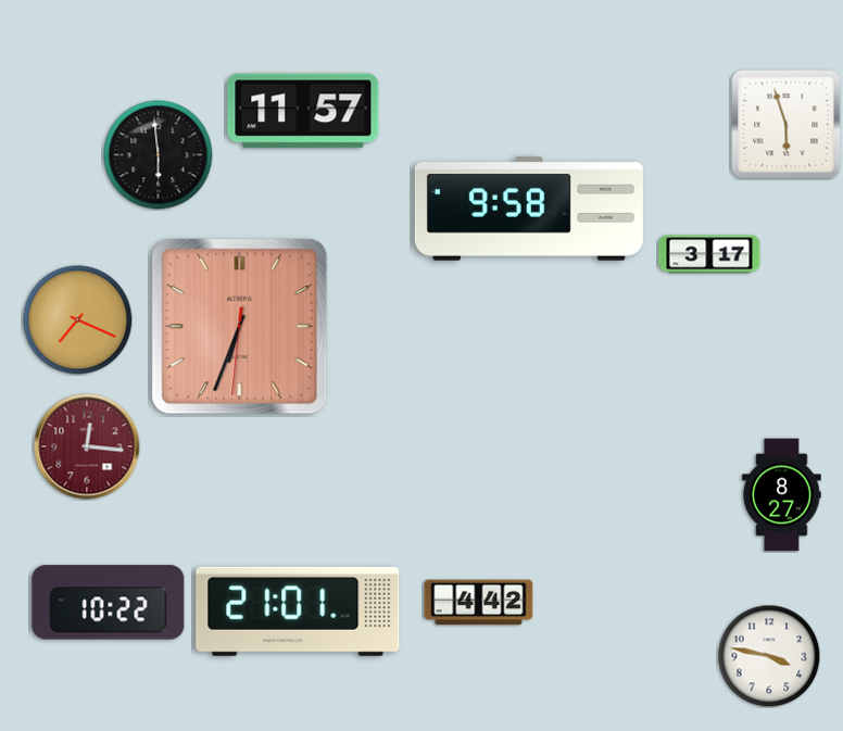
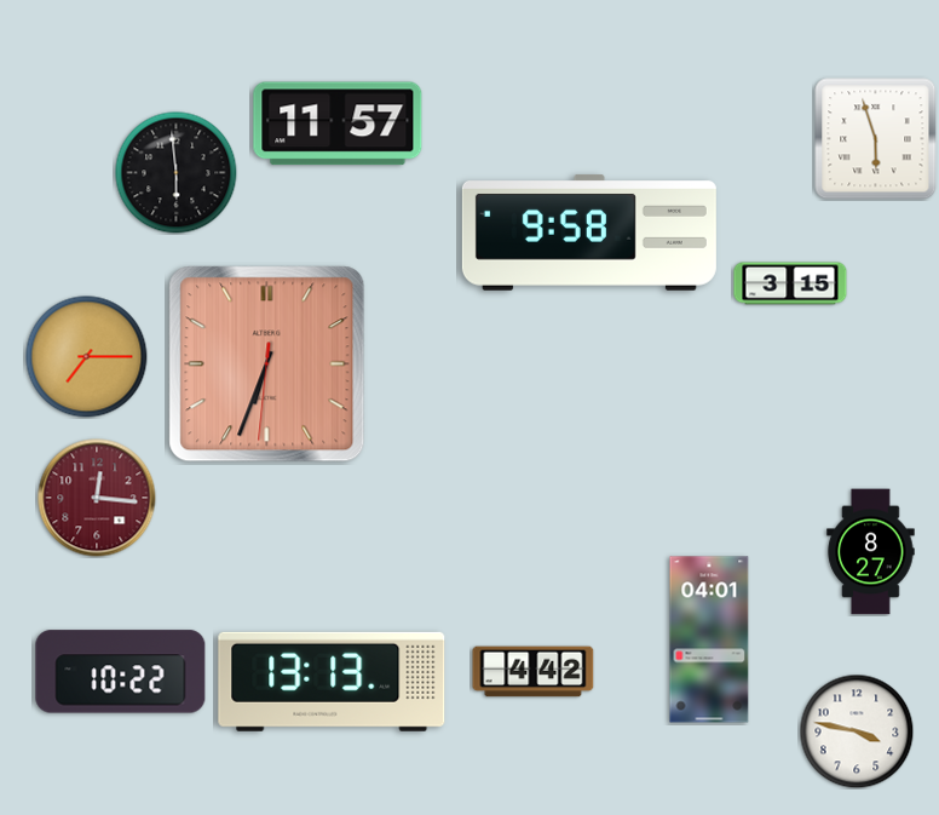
clock at (709, 254): 3:17 -> 3:15
clock at (78, 320): 7:19 -> 7:15
clock at (709, 639): none -> 04:01
clock at (298, 612): 21:01 -> 13:13
